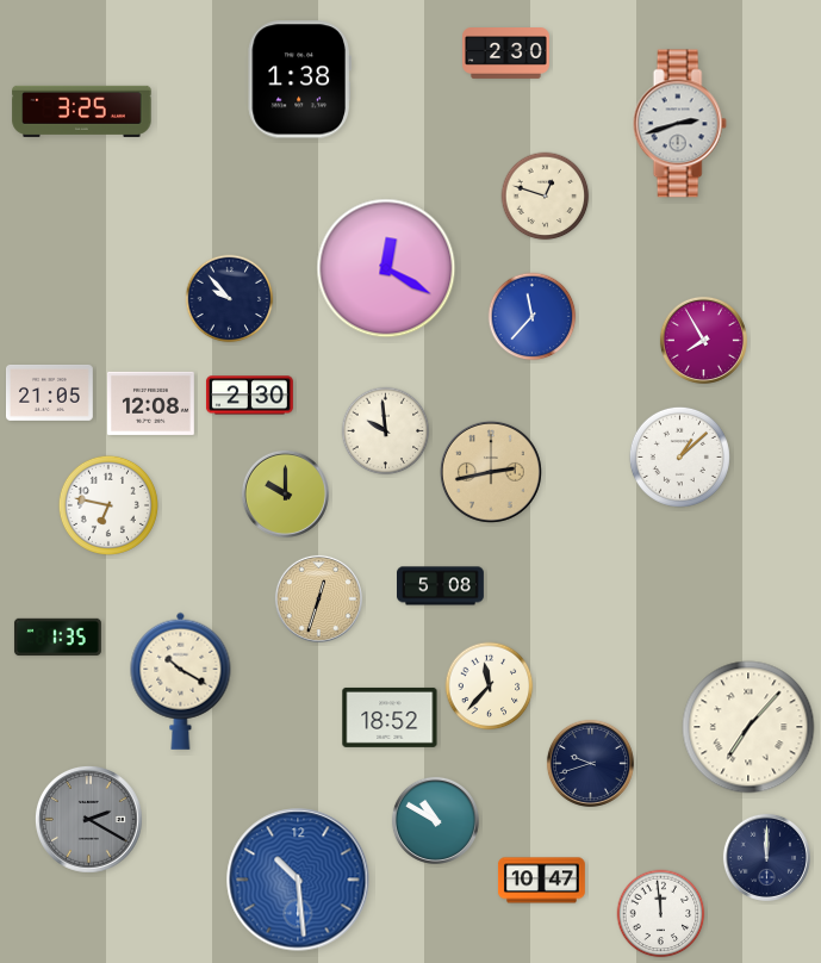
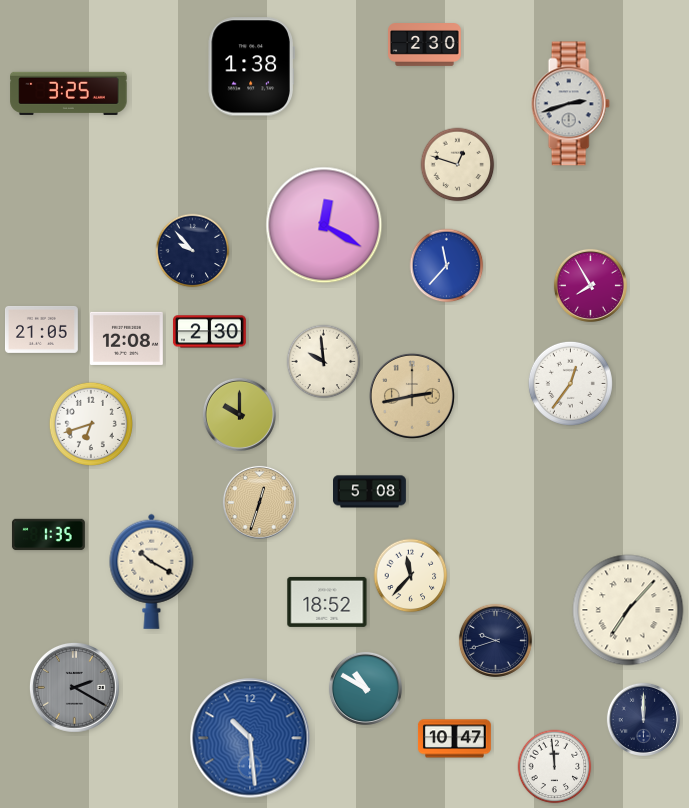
clock at (679, 456): 1:08 -> 12:36
clock at (108, 505): 6:47 -> 6:42
clock at (318, 598) position: (318, 598) -> (259, 502)
